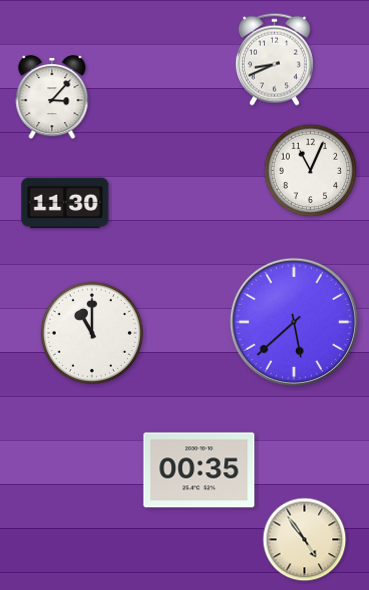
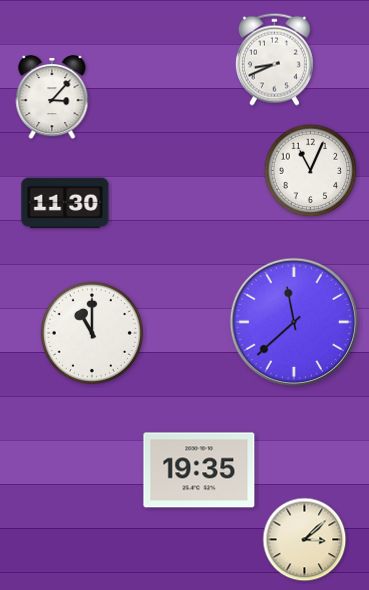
clock at (293, 321): 5:38 -> 11:38
clock at (199, 470): 00:35 -> 19:35
clock at (305, 540): 4:54 -> 3:08
